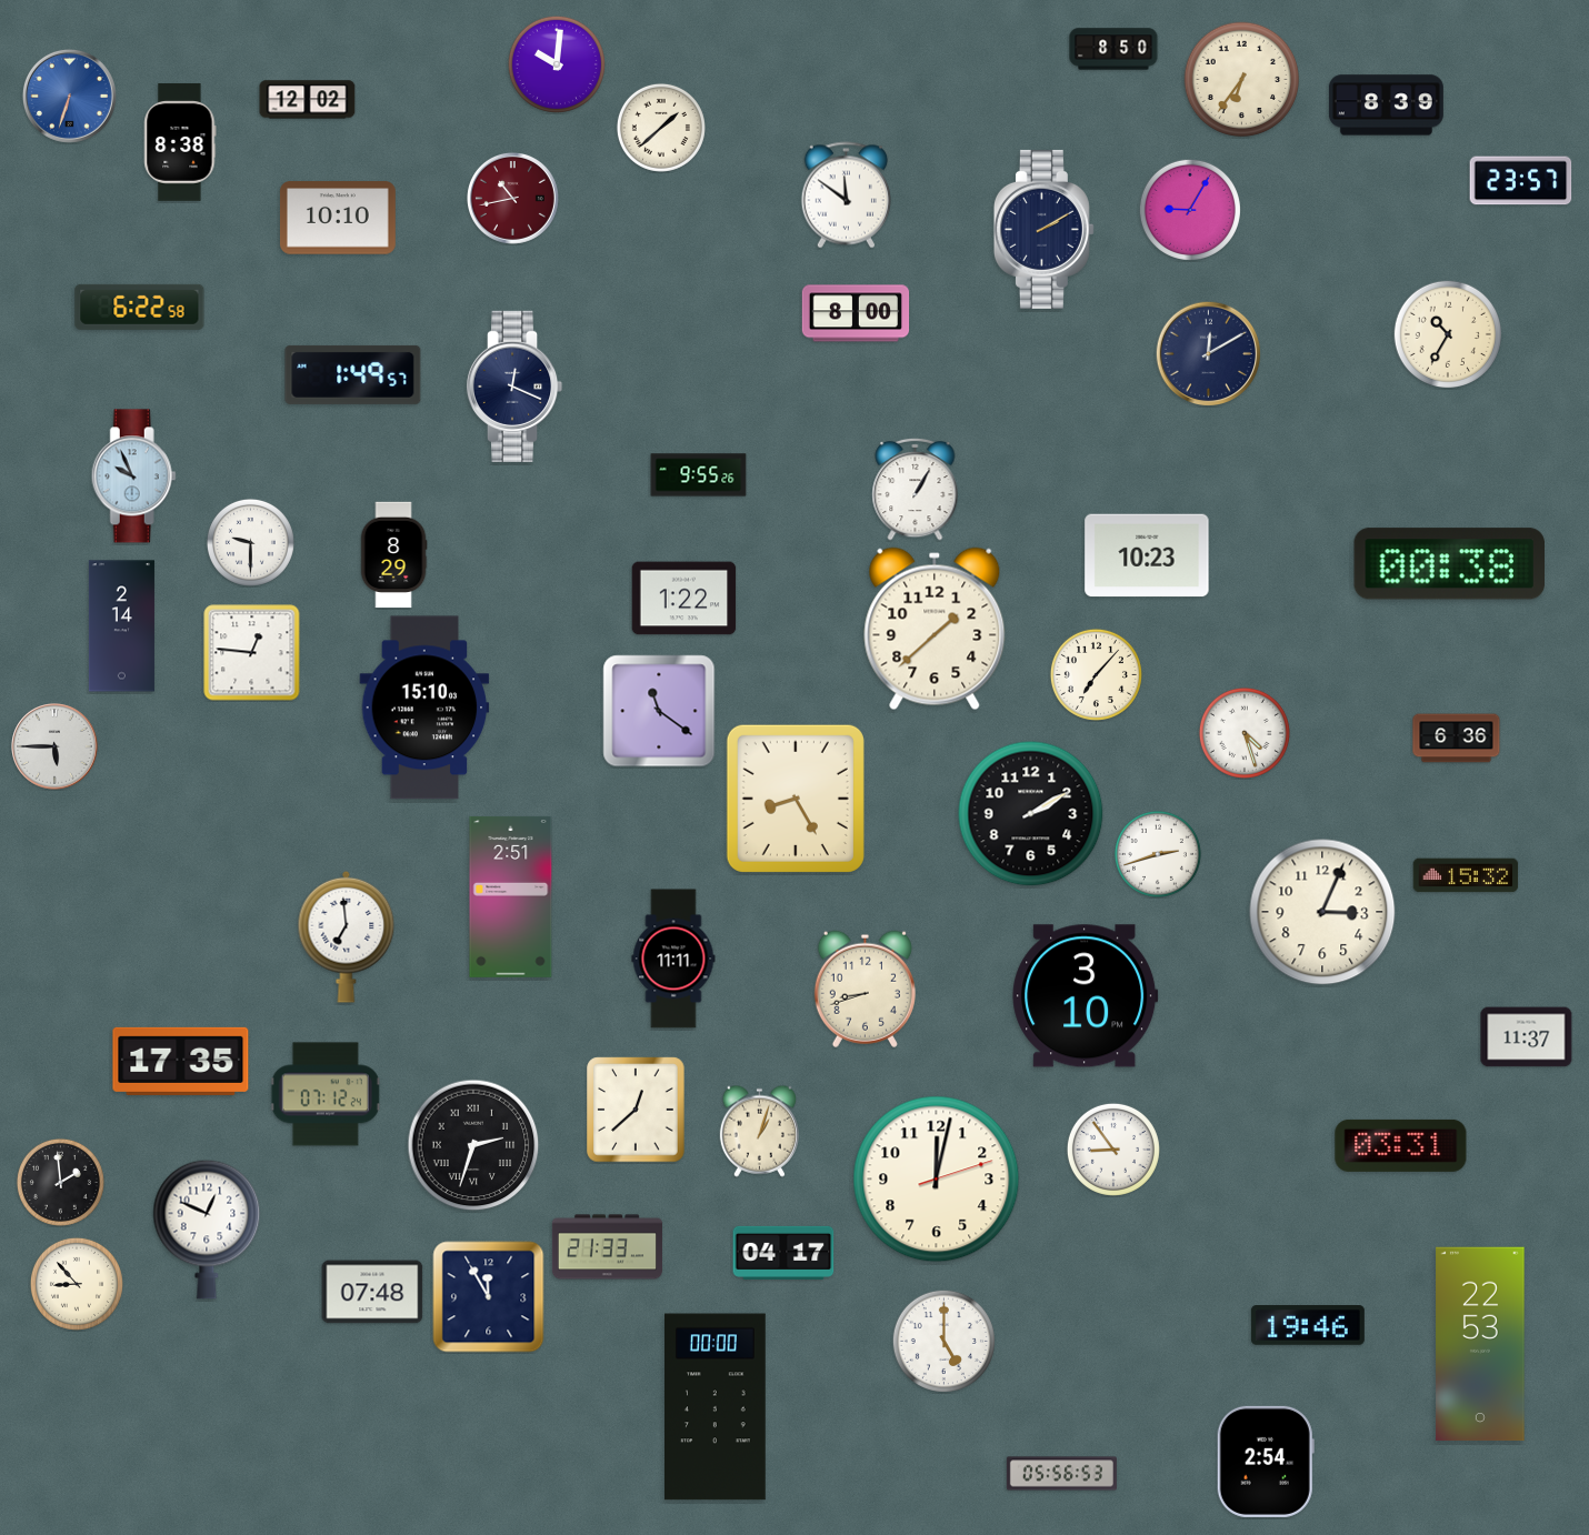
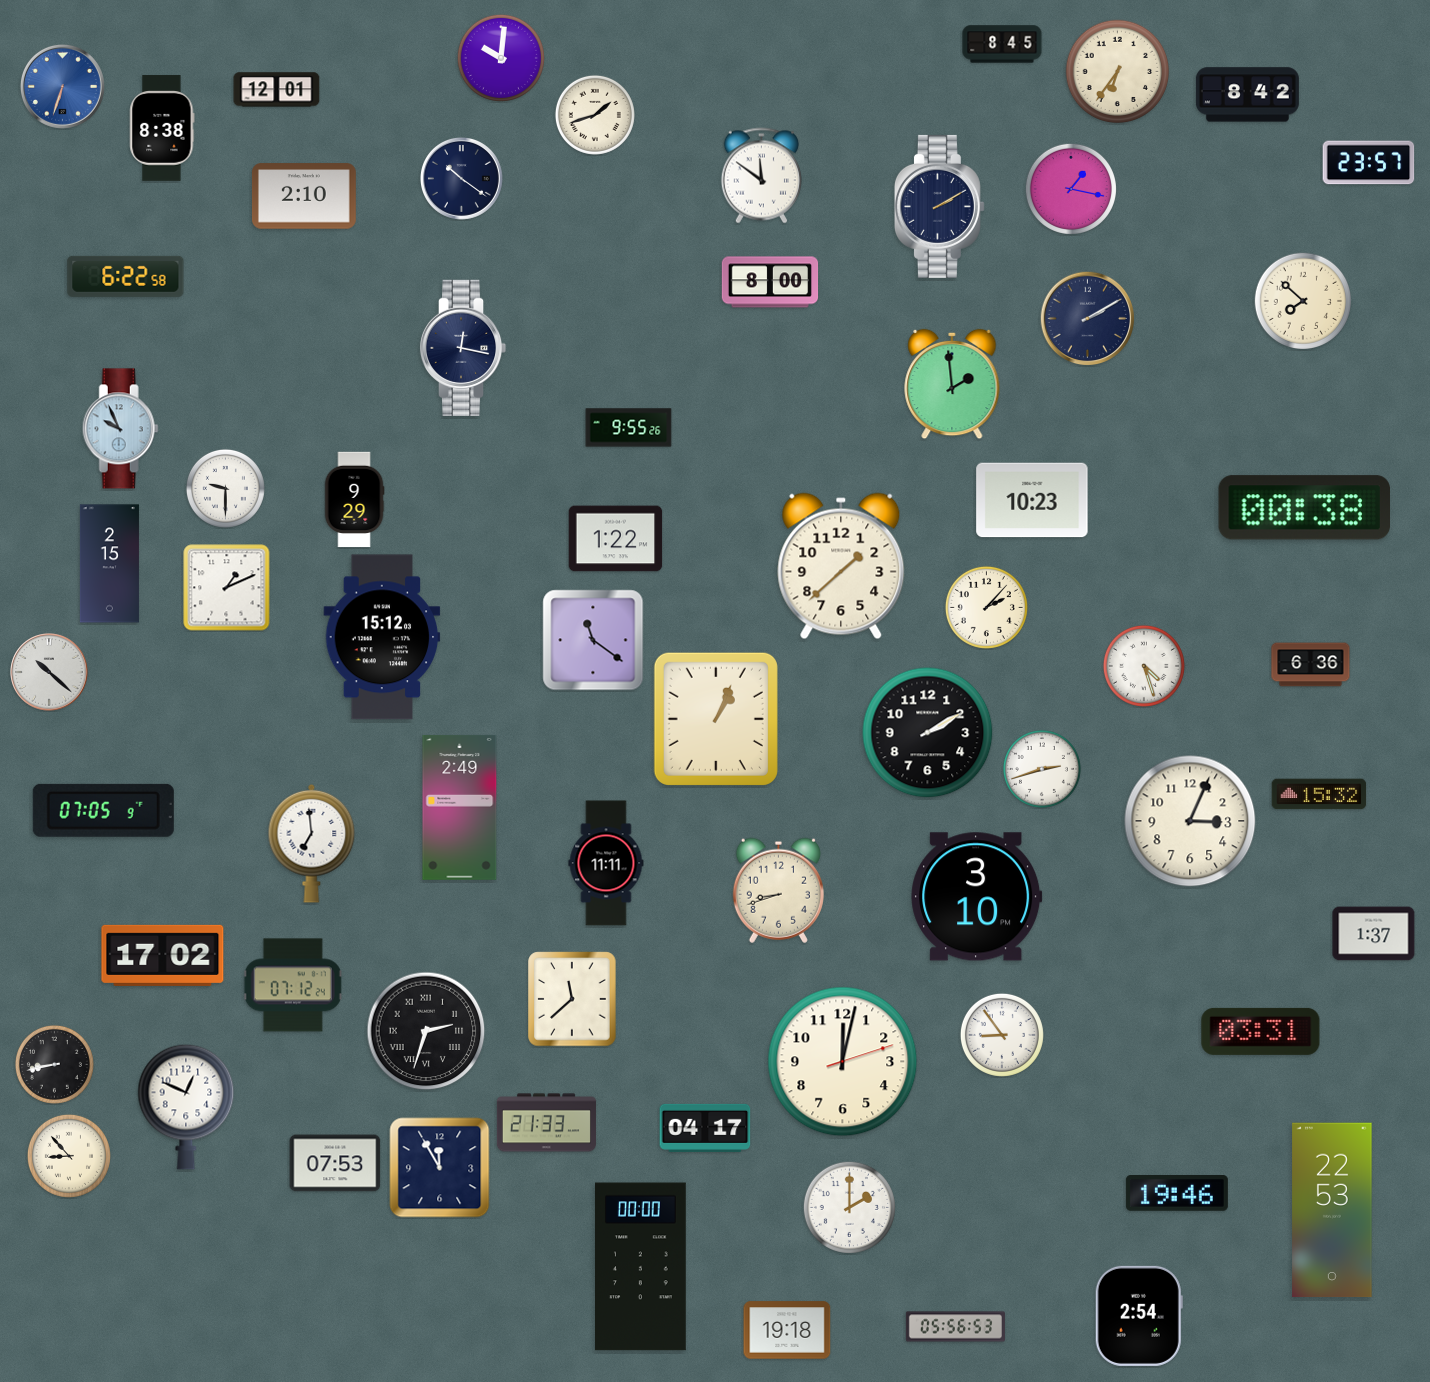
clock at (1113, 49): 8:50 -> 8:45
clock at (308, 100): 12:02 -> 12:01
clock at (1386, 106): 8:39 -> 8:42
clock at (661, 128): 1:38 -> 1:42
clock at (512, 198): 10:43 -> 10:21
clock at (512, 198) dial: burgundy -> navy
clock at (1190, 210): 9:05 -> 1:17
clock at (338, 218): 10:10 -> 2:10
clock at (1447, 333): 10:35 -> 7:52
clock at (1208, 353): 12:10 -> 2:10
clock at (353, 374): 1:49 -> none
clock at (514, 387): 12:19 -> 12:17
clock at (952, 384): none -> 1:59
clock at (916, 489): 1:05 -> none
clock at (393, 555): 8:29 -> 9:29
clock at (121, 626): 2:14 -> 2:15
clock at (252, 653): 12:46 -> 1:11
clock at (1096, 674): 7:07 -> 2:07
clock at (424, 708): 15:10 -> 15:12
clock at (1245, 733) position: (1245, 733) -> (1144, 666)
clock at (54, 746): 5:45 -> 10:22
clock at (796, 799): 8:25 -> 1:04
clock at (1466, 875) position: (1466, 875) -> (1319, 794)
clock at (511, 896): 2:51 -> 2:49
clock at (103, 810): none -> 07:05
clock at (1527, 1037): 11:37 -> 1:37
clock at (181, 1061): 17:35 -> 17:02
clock at (636, 1110): 12:38 -> 11:38
clock at (759, 1131): 1:03 -> none
clock at (60, 1182): 1:59 -> 8:43
clock at (372, 1292): 07:48 -> 07:53
clock at (943, 1341): 5:00 -> 2:00
clock at (716, 1407) position: (716, 1407) -> (641, 1267)
clock at (787, 1330): none -> 19:18
